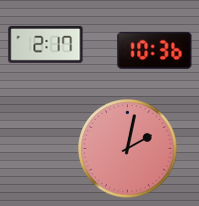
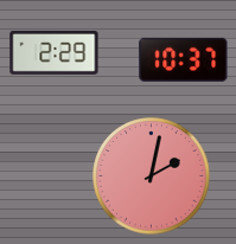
clock at (46, 44): 2:17 -> 2:29
clock at (155, 50): 10:36 -> 10:37
